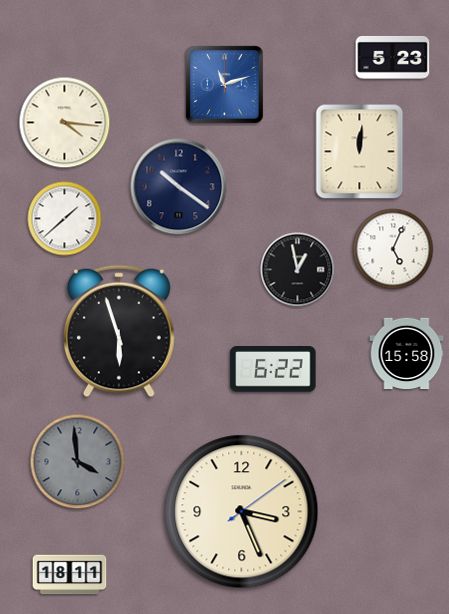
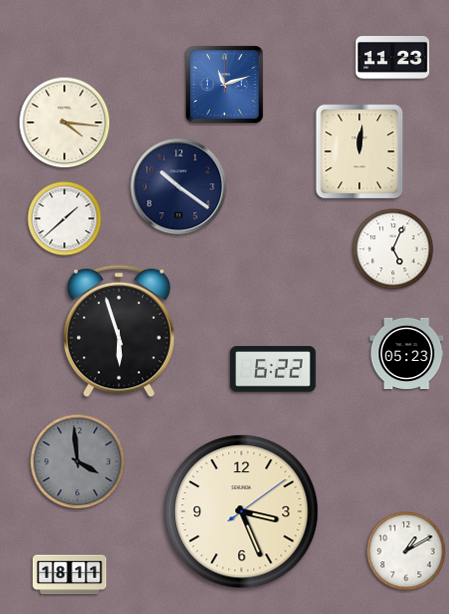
clock at (393, 57): 5:23 -> 11:23
clock at (298, 270): 12:58 -> none
clock at (407, 354): 15:58 -> 05:23
clock at (406, 551): none -> 1:10
